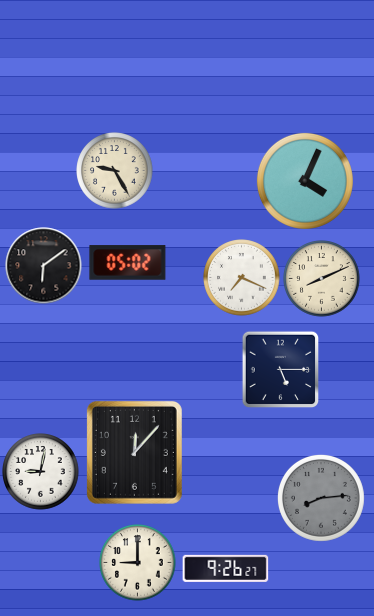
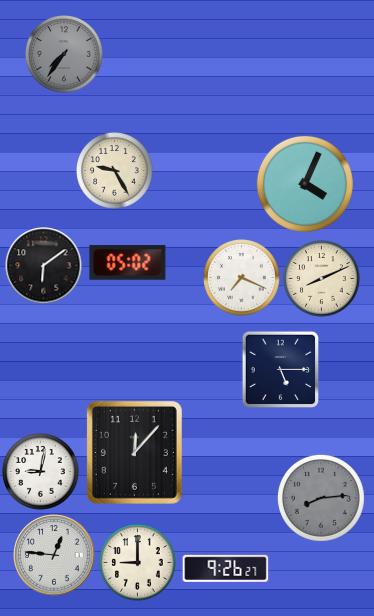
clock at (64, 54): none -> 7:36
clock at (305, 181) position: (305, 181) -> (305, 184)
clock at (54, 555): none -> 12:46
